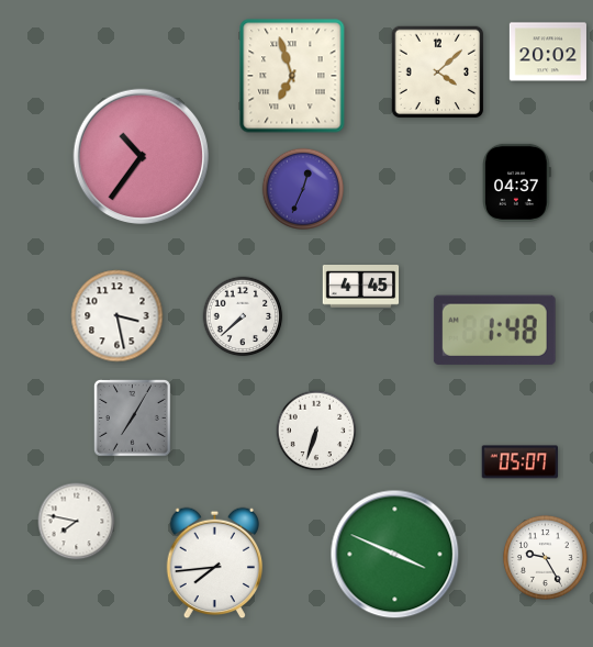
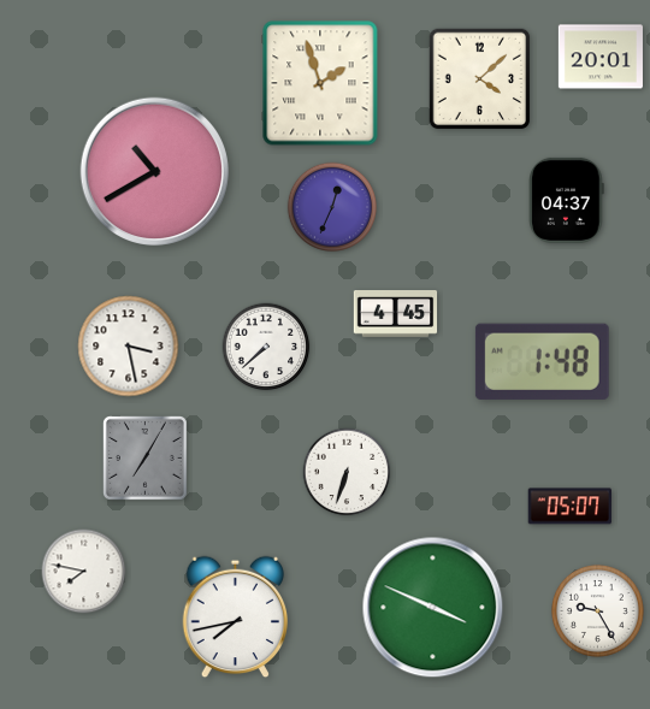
clock at (548, 52): 20:02 -> 20:01
clock at (292, 76): 6:57 -> 1:57
clock at (142, 157): 10:36 -> 10:40
clock at (215, 564): 7:44 -> 7:43
